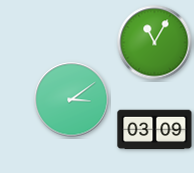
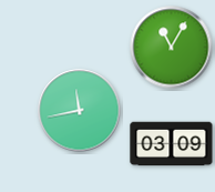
clock at (72, 100): 3:09 -> 11:43
